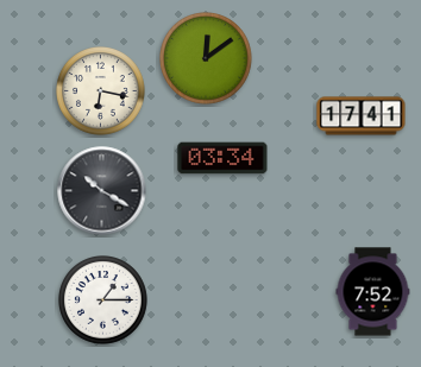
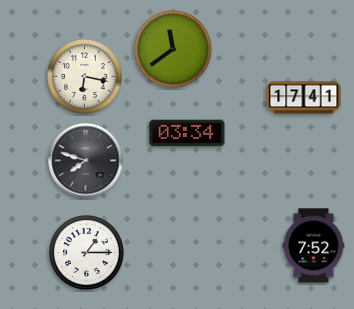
clock at (206, 58): 12:09 -> 11:39
clock at (102, 191): 10:20 -> 7:48
